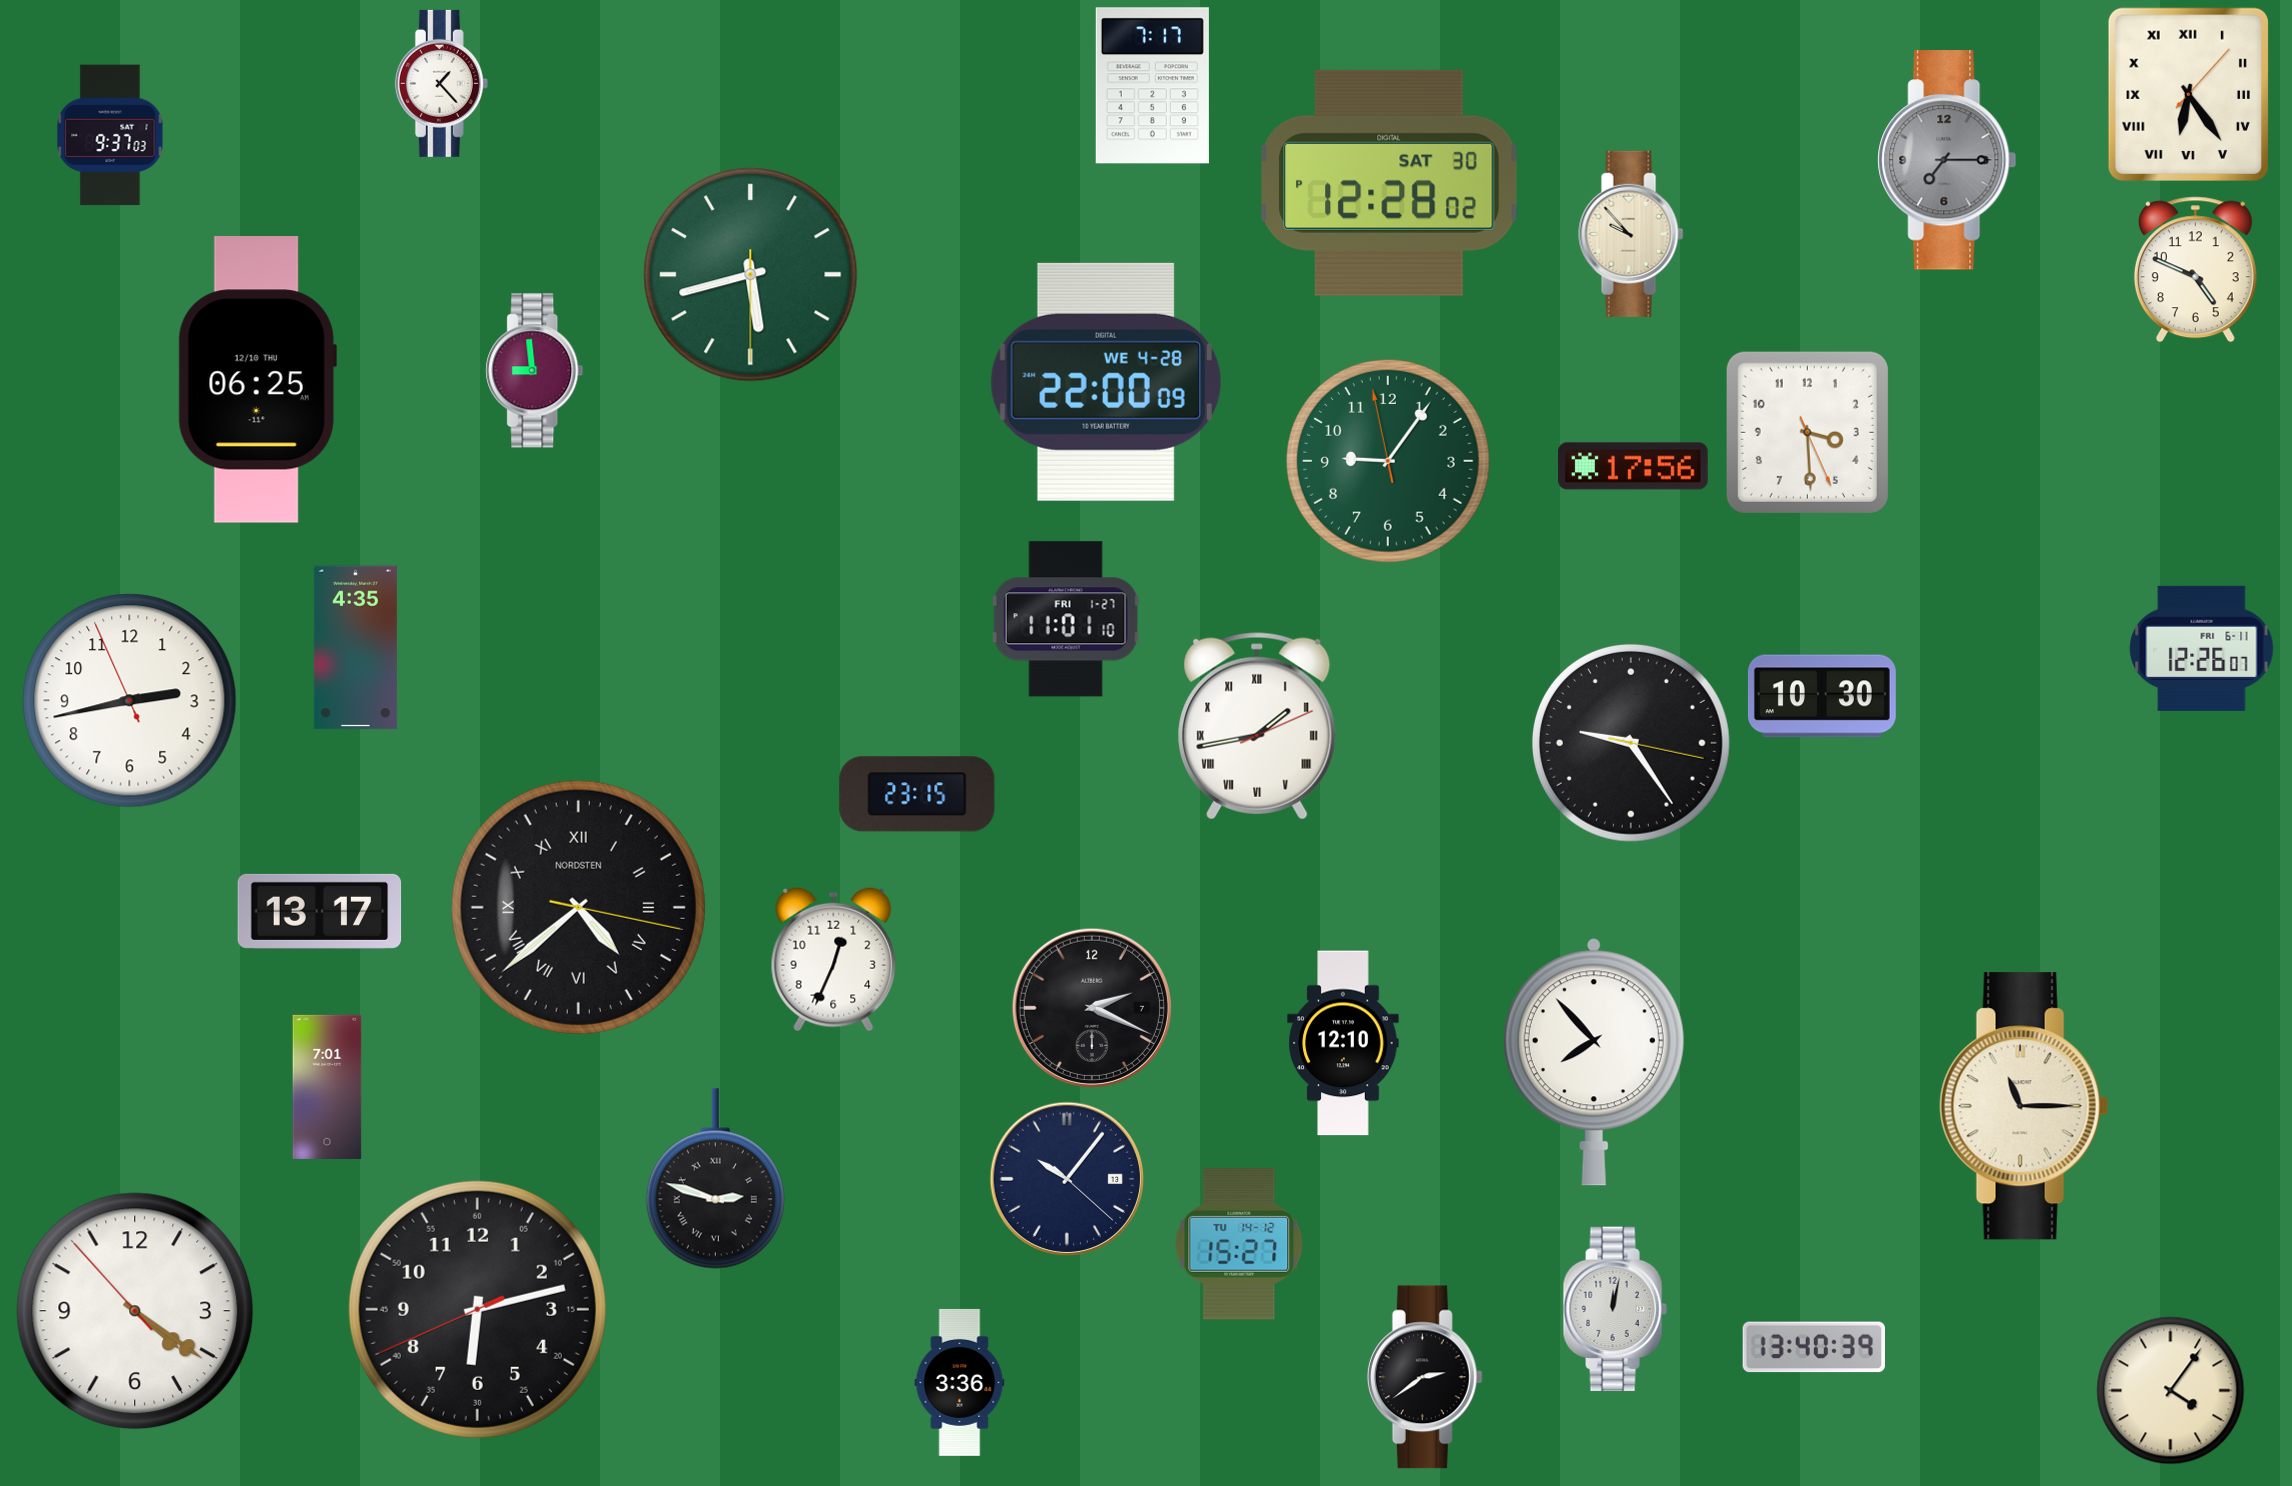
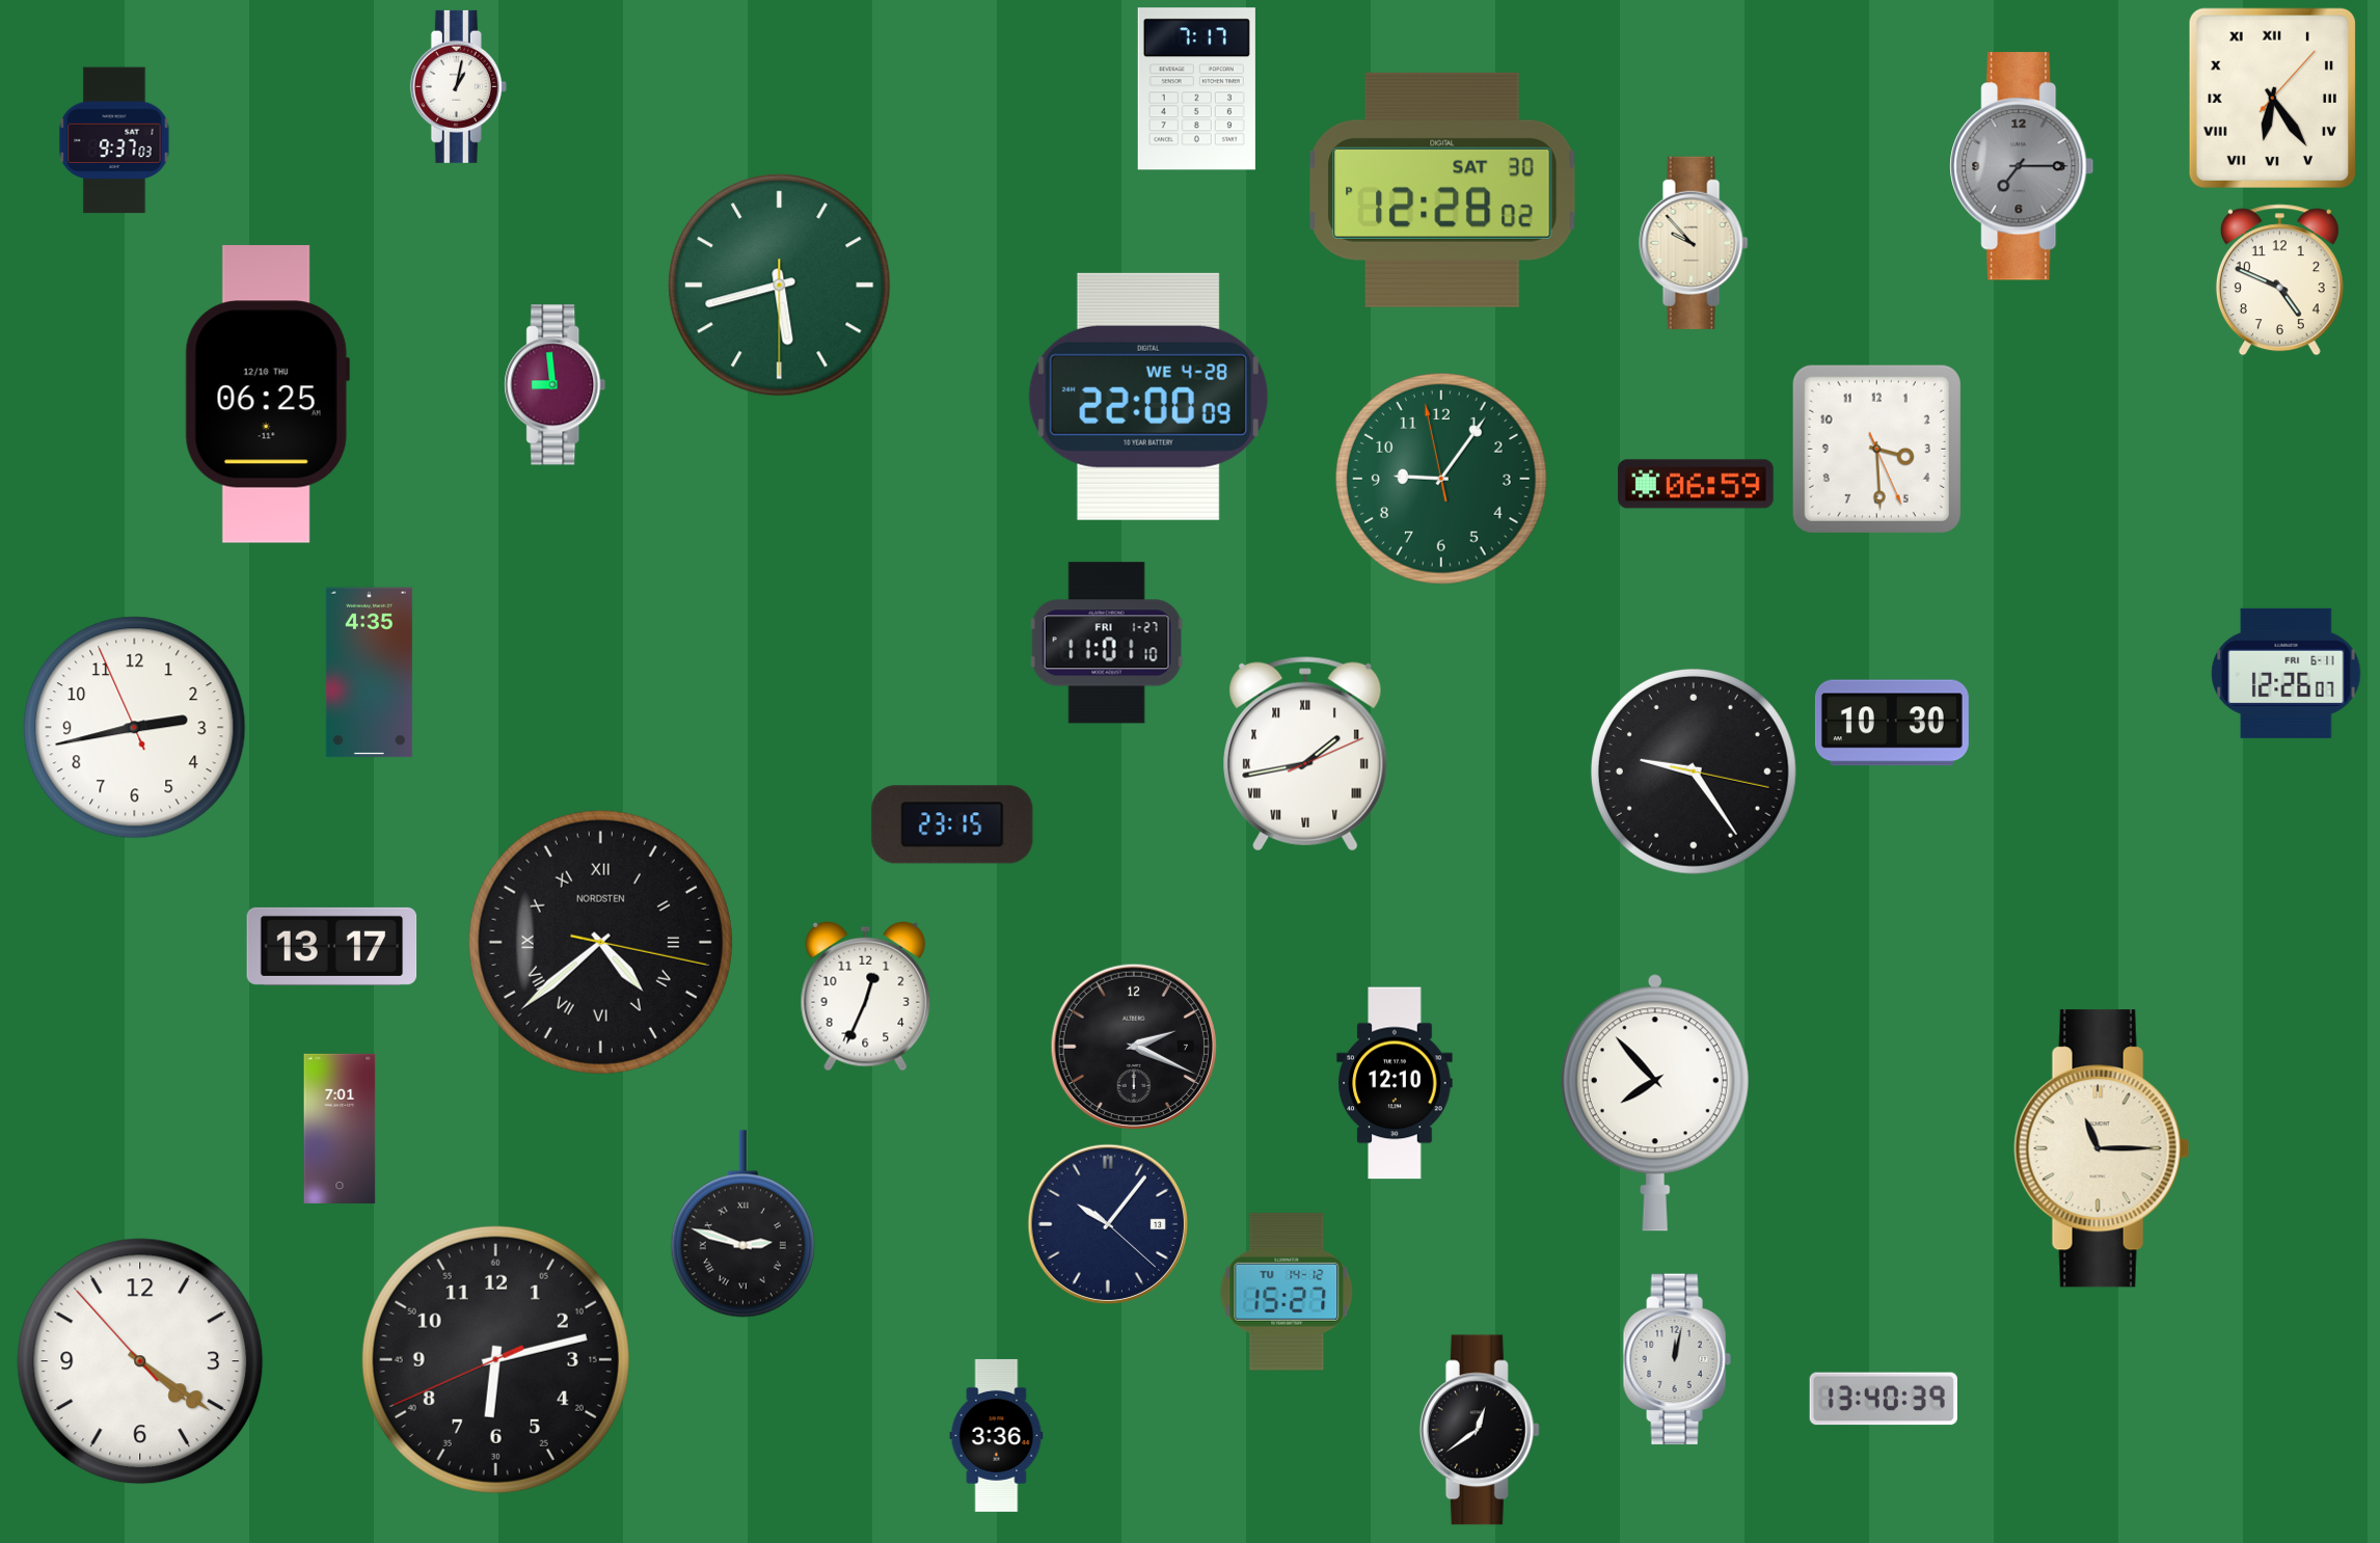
clock at (441, 83): 1:23 -> 1:02
clock at (1633, 466): 17:56 -> 06:59
clock at (1425, 1377): 2:39 -> 12:39
clock at (2171, 1391): 4:06 -> none
